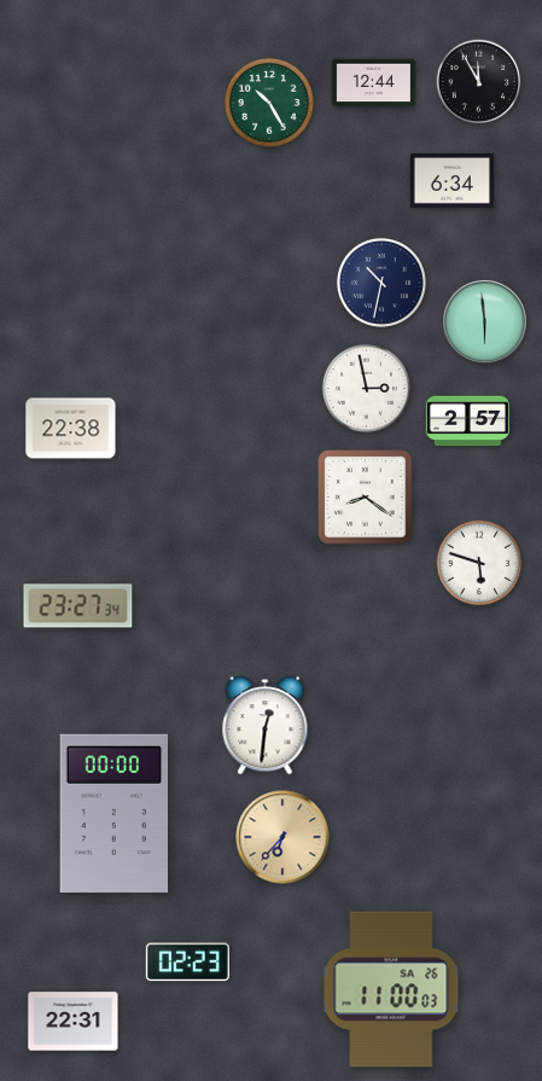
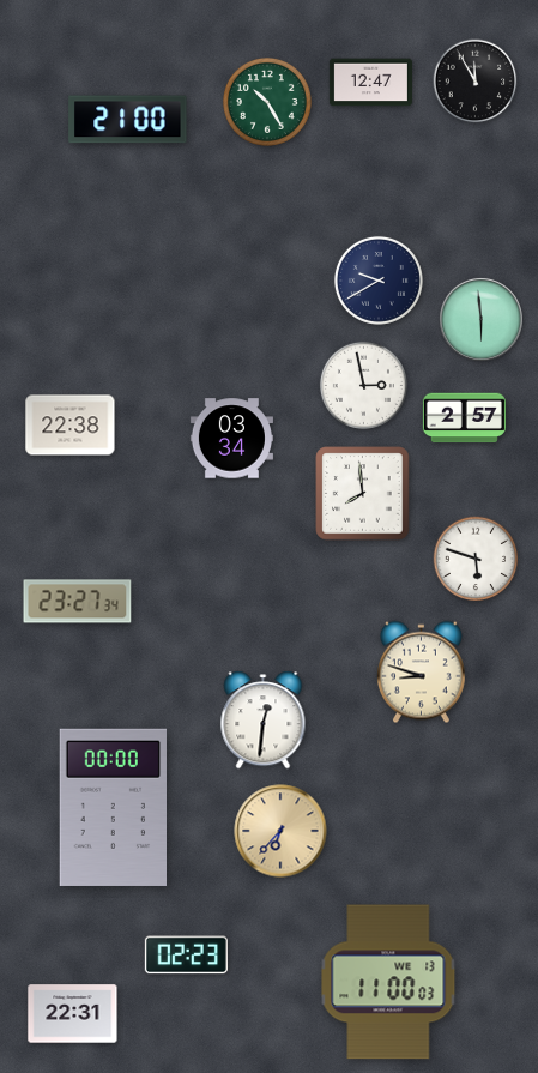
clock at (373, 83): 12:44 -> 12:47
clock at (128, 120): none -> 21:00
clock at (451, 181): 6:34 -> none
clock at (381, 283): 10:32 -> 9:40
clock at (231, 439): none -> 03:34
clock at (366, 498): 8:21 -> 7:59
clock at (421, 673): none -> 8:48
clock at (391, 989) date: SA 26 -> WE 13
